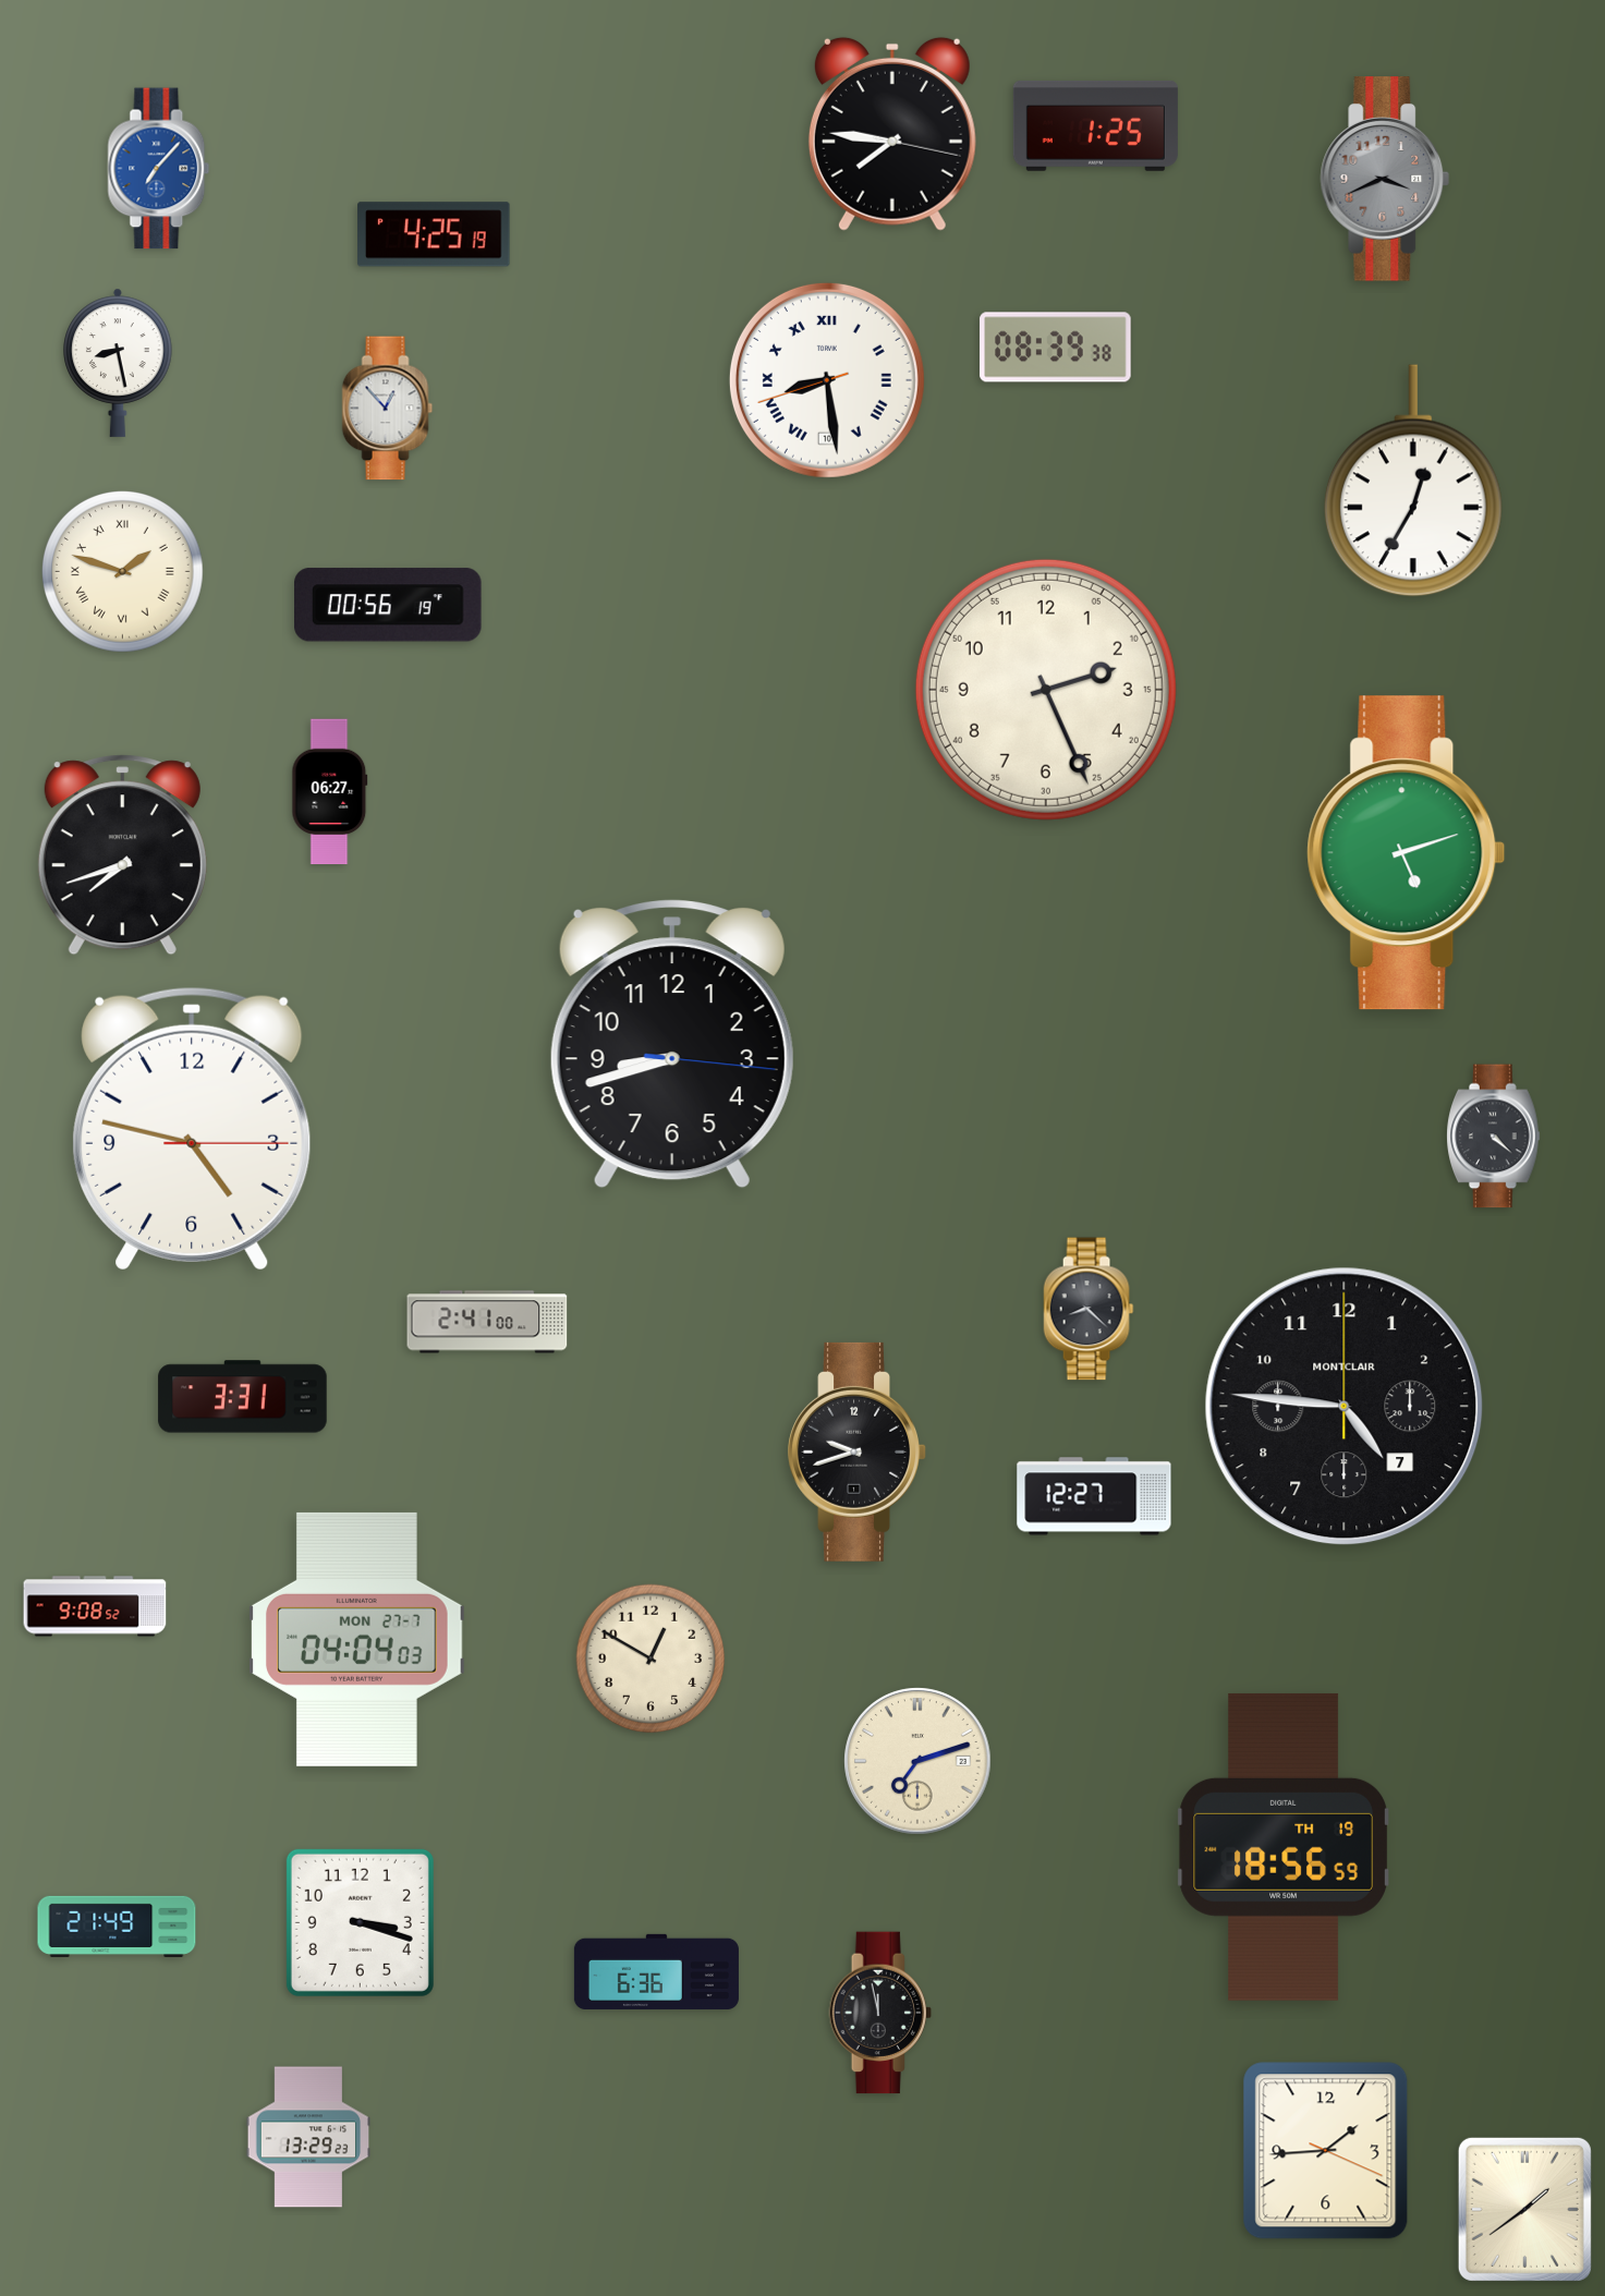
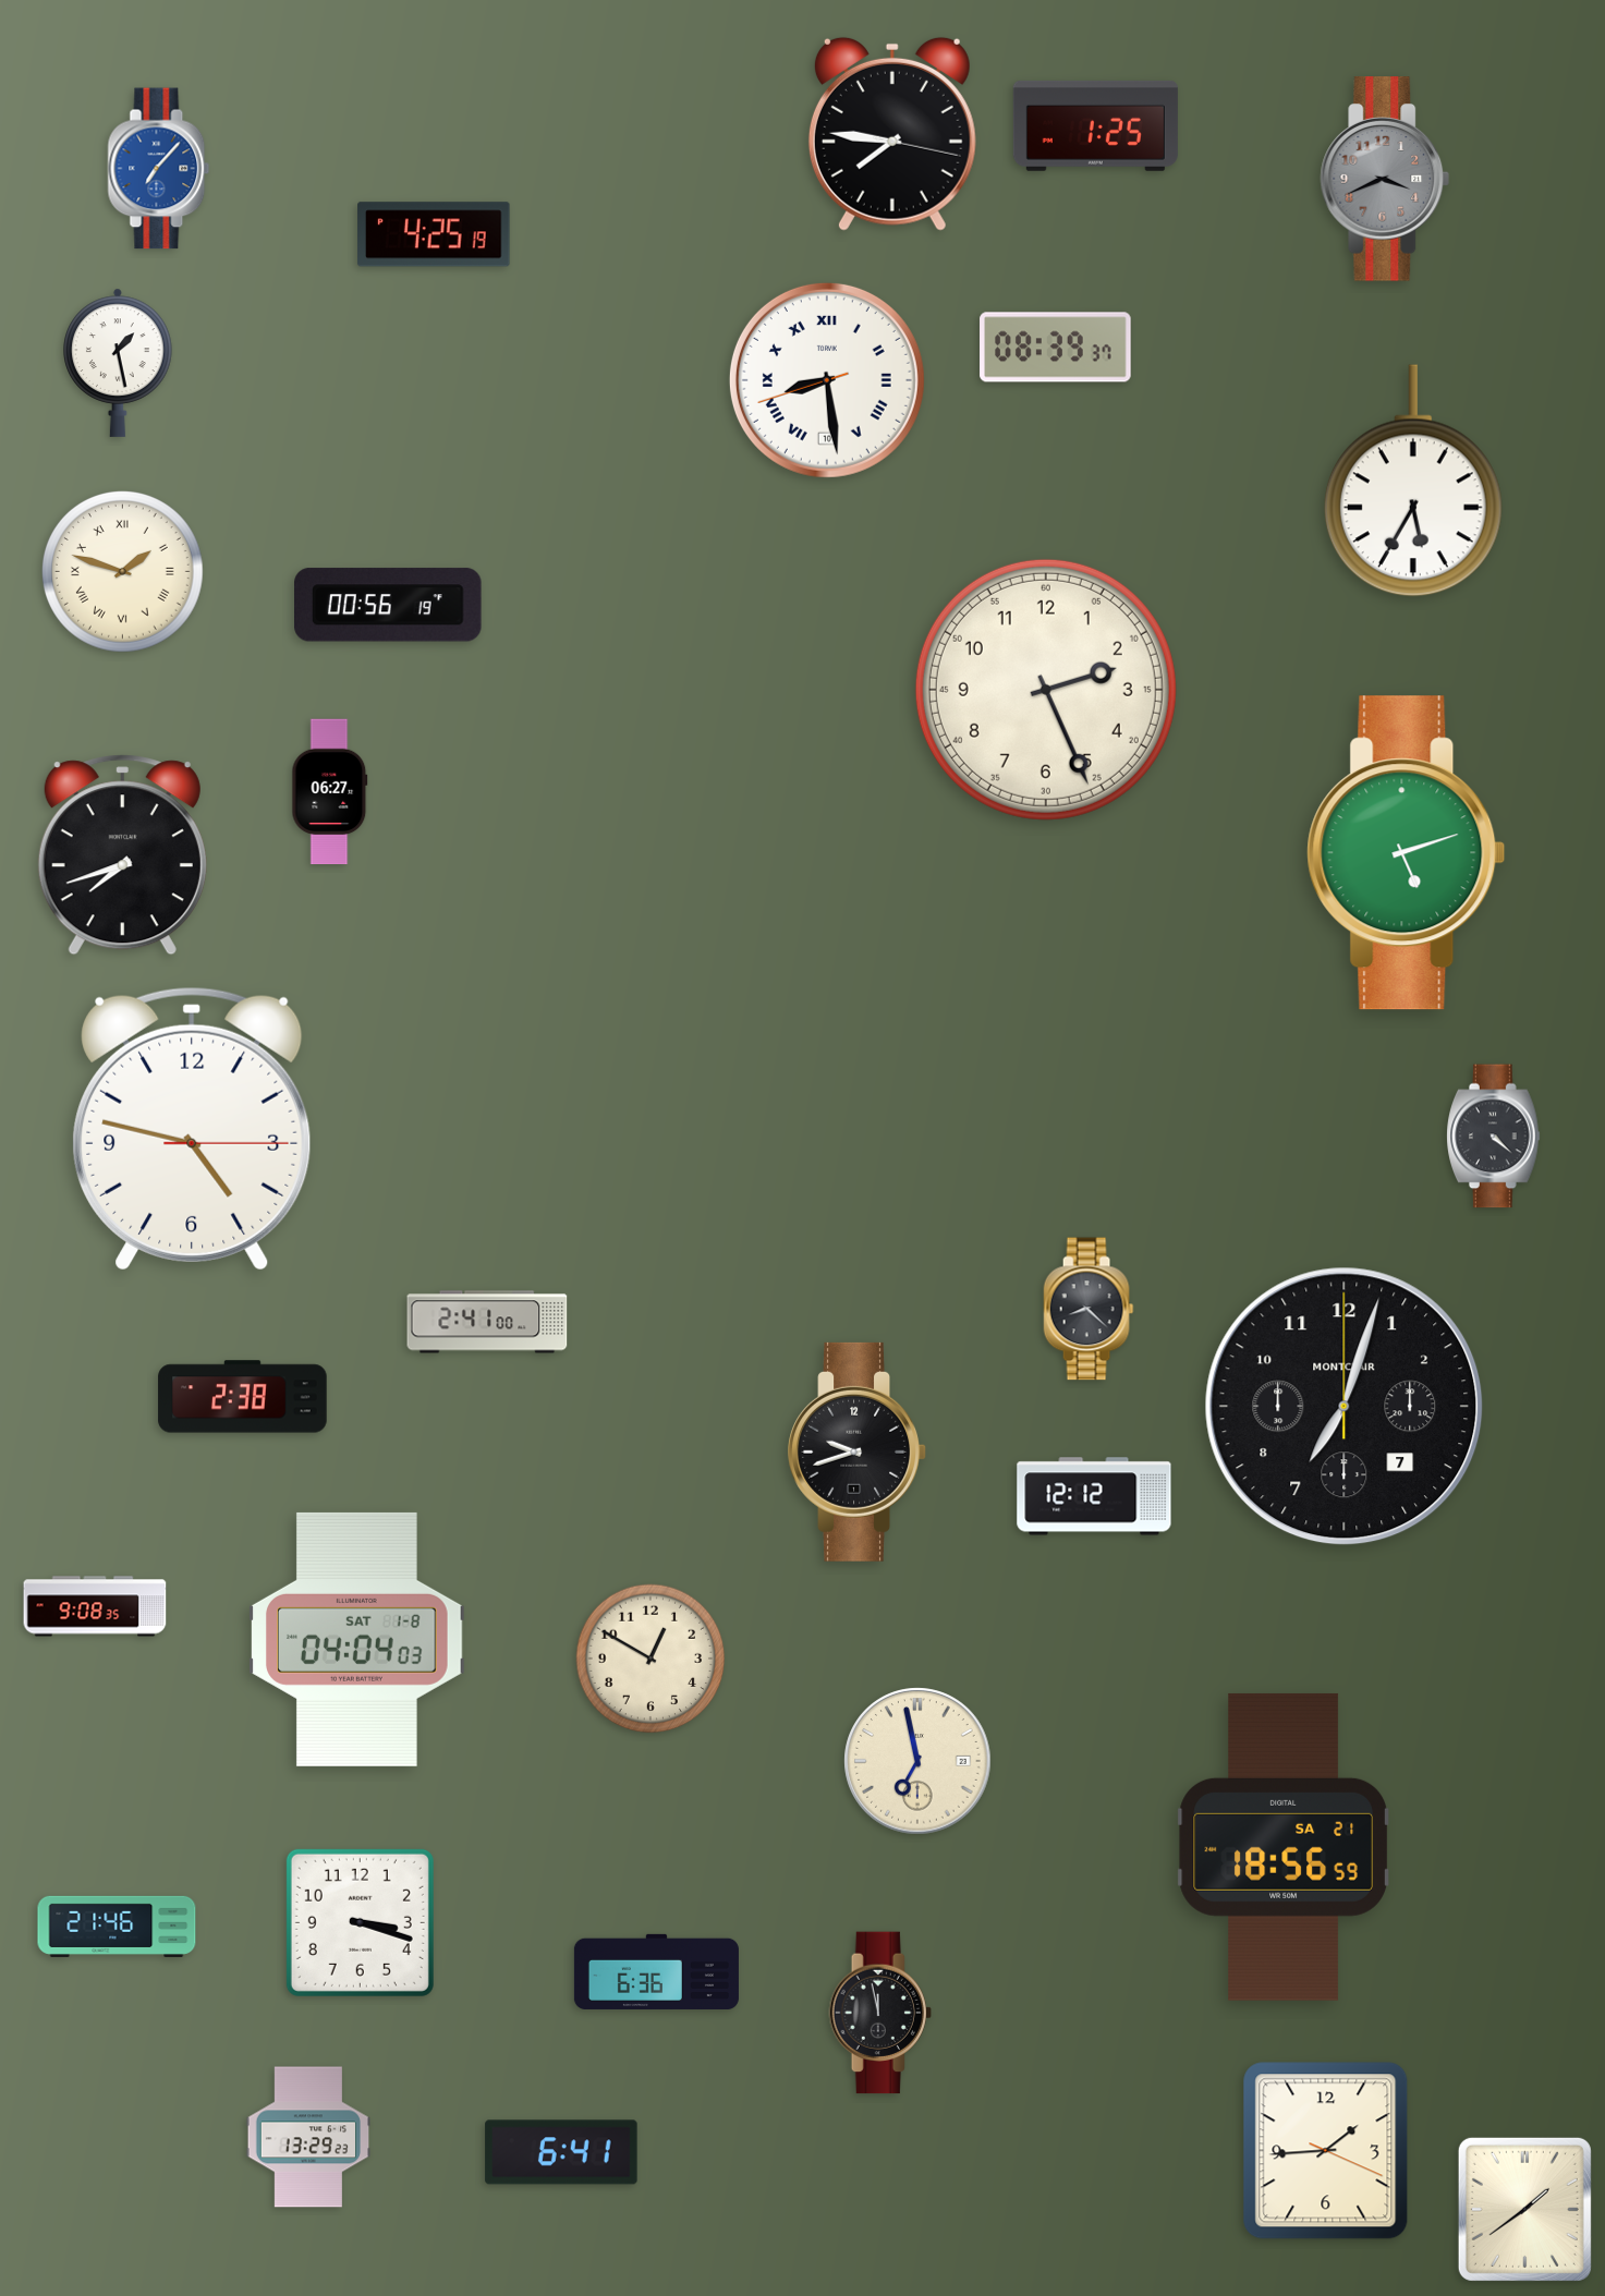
clock at (1056, 348): 08:39:38 -> 08:39:37
clock at (118, 363): 8:28 -> 1:28
clock at (388, 409): 12:53 -> none
clock at (1413, 481): 12:35 -> 5:35
clock at (672, 1044): 8:42 -> none
clock at (243, 1397): 3:31 -> 2:38
clock at (1345, 1407): 4:46 -> 7:03
clock at (1094, 1496): 12:27 -> 12:12
clock at (95, 1606): 9:08:52 -> 9:08:35
clock at (357, 1639) date: MON 27-7 -> SAT 1-8
clock at (917, 1761): 7:12 -> 6:58
clock at (1284, 1847) date: TH 19 -> SA 21
clock at (117, 1927): 21:49 -> 21:46
clock at (561, 2152): none -> 6:41
